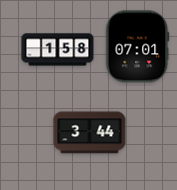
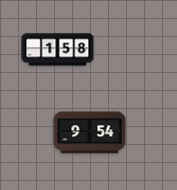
clock at (138, 47): 07:01 -> none
clock at (90, 133): 3:44 -> 9:54
